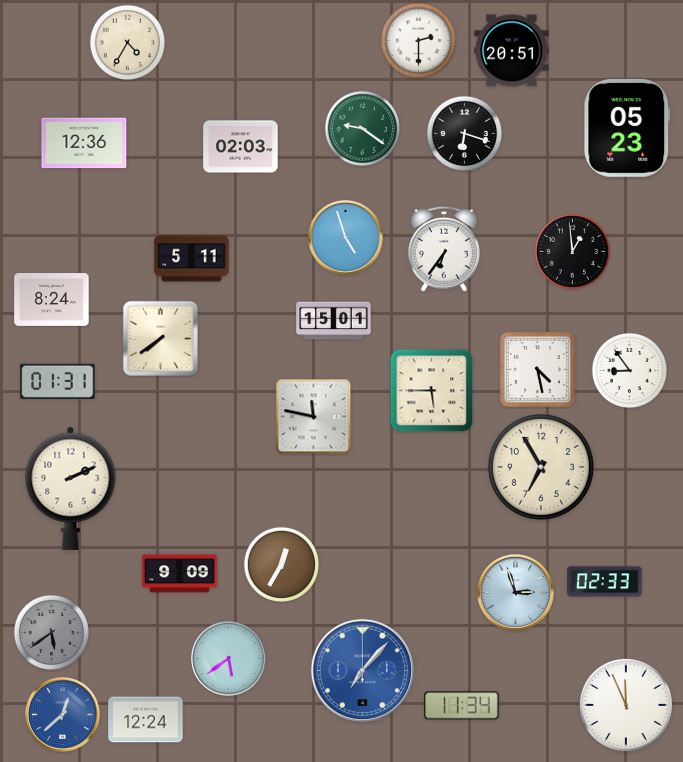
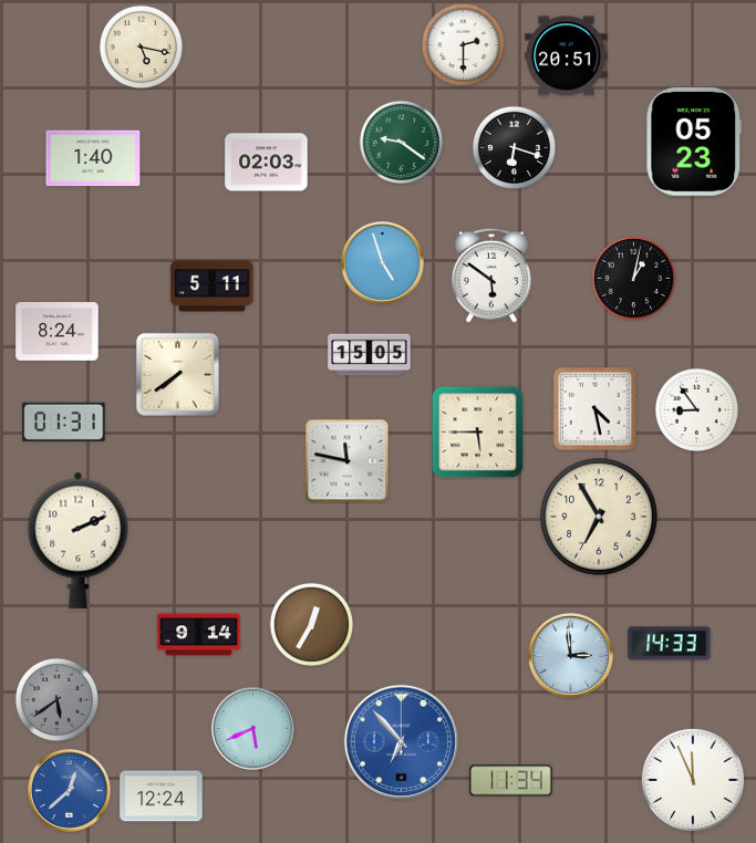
clock at (127, 42): 4:35 -> 5:17
clock at (84, 143): 12:36 -> 1:40
clock at (444, 249): 6:36 -> 5:51
clock at (572, 251): 12:59 -> 1:02
clock at (334, 321): 15:01 -> 15:05
clock at (180, 574): 9:09 -> 9:14
clock at (605, 582): 02:33 -> 14:33
clock at (515, 592): 2:57 -> 2:59
clock at (229, 659): 5:39 -> 5:41
clock at (362, 670): 7:07 -> 6:53
